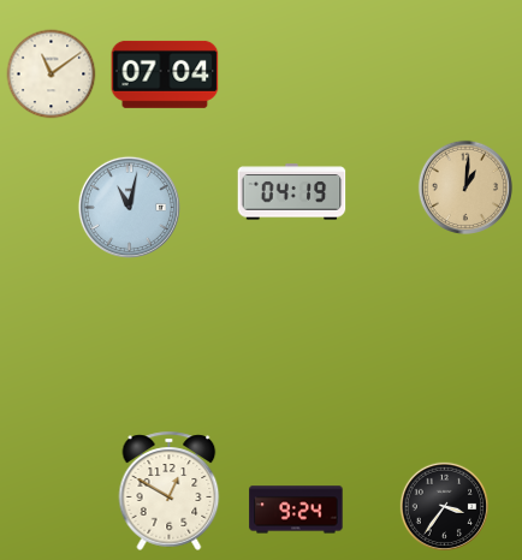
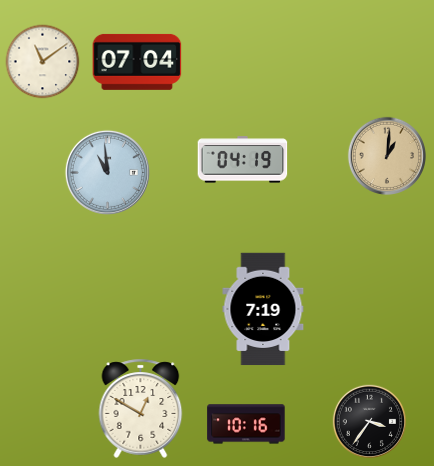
clock at (129, 207): 11:02 -> 10:59
clock at (263, 309): none -> 7:19
clock at (296, 510): 9:24 -> 10:16
